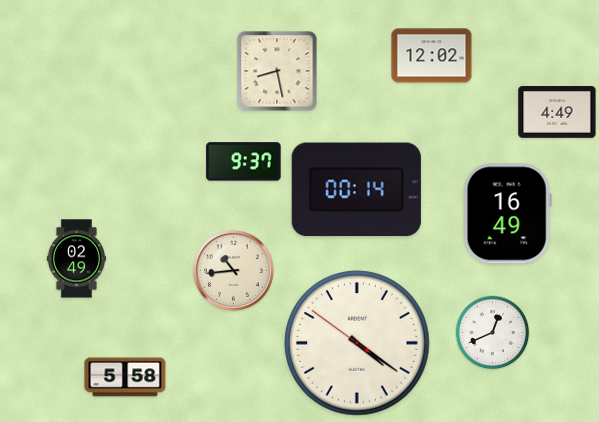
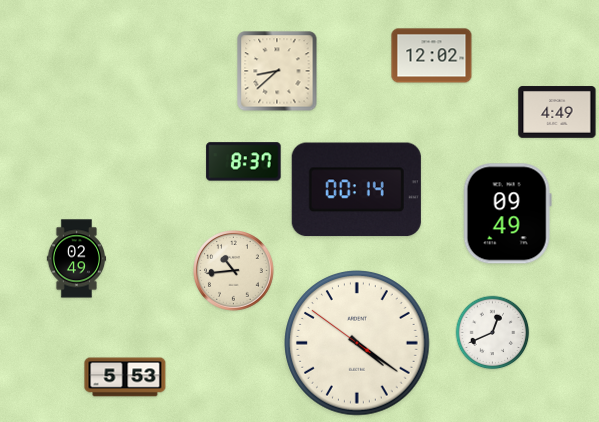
clock at (277, 71): 8:28 -> 8:38
clock at (244, 162): 9:37 -> 8:37
clock at (507, 214): 16:49 -> 09:49
clock at (125, 377): 5:58 -> 5:53
